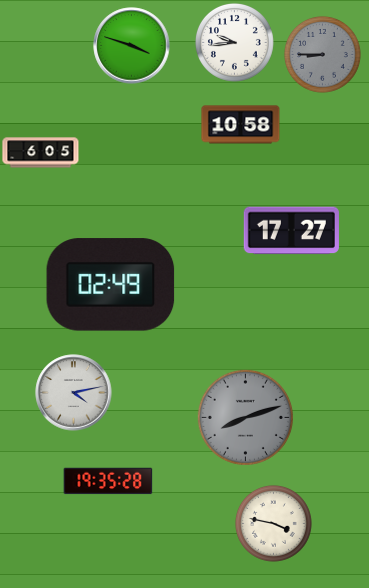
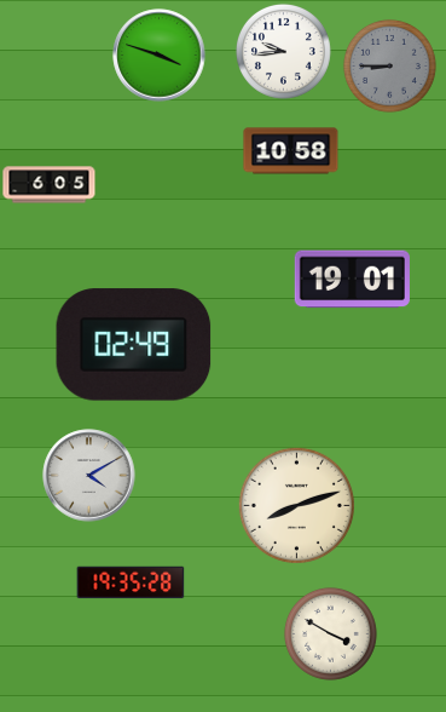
clock at (291, 231): 17:27 -> 19:01
clock at (74, 393): 4:13 -> 4:10
clock at (245, 417) dial: grey -> cream
clock at (274, 524): 3:47 -> 3:50
